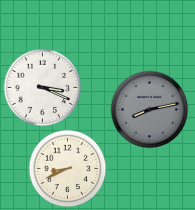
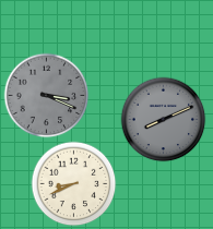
clock at (42, 87) dial: white -> grey
clock at (149, 109): 8:13 -> 8:11
